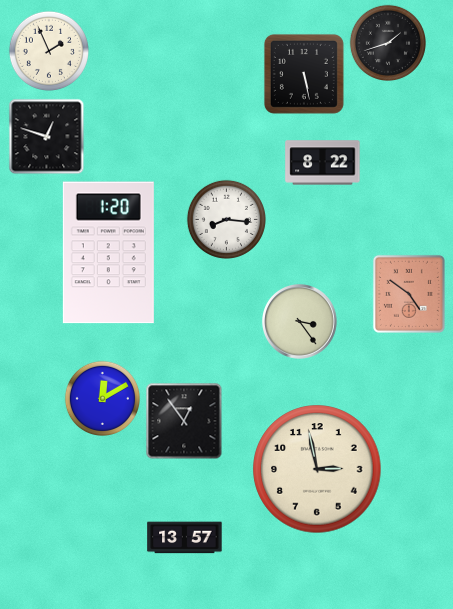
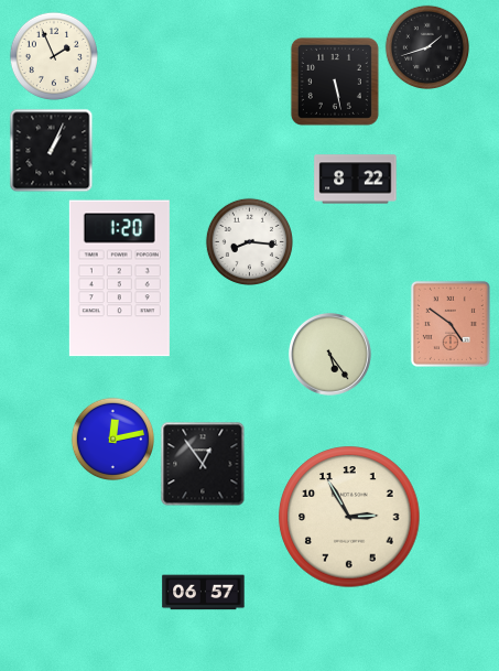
clock at (47, 137): 12:48 -> 1:04
clock at (300, 322): 3:24 -> 5:24
clock at (102, 398): 12:10 -> 12:13
clock at (317, 469): 2:58 -> 2:55
clock at (185, 538): 13:57 -> 06:57
